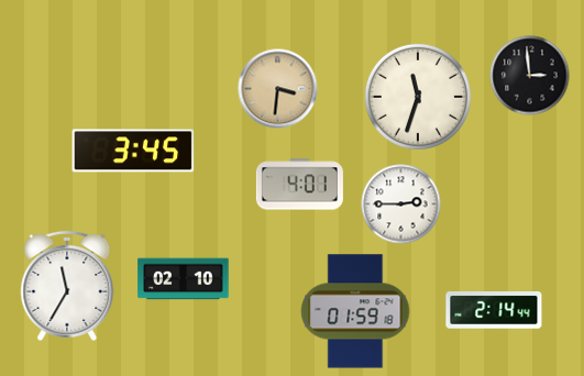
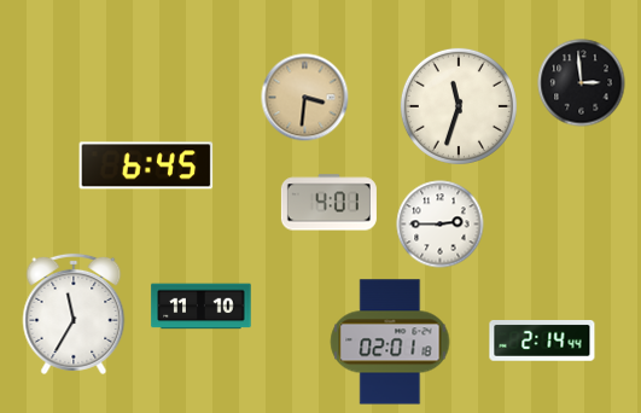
clock at (133, 151): 3:45 -> 6:45
clock at (184, 279): 02:10 -> 11:10
clock at (355, 311): 01:59 -> 02:01
